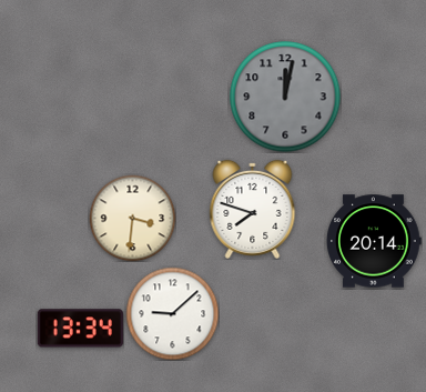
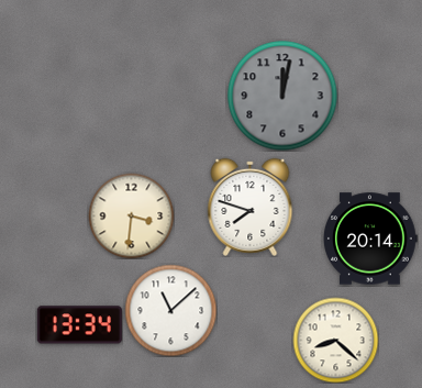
clock at (172, 313): 9:08 -> 11:08
clock at (335, 340): none -> 8:22
